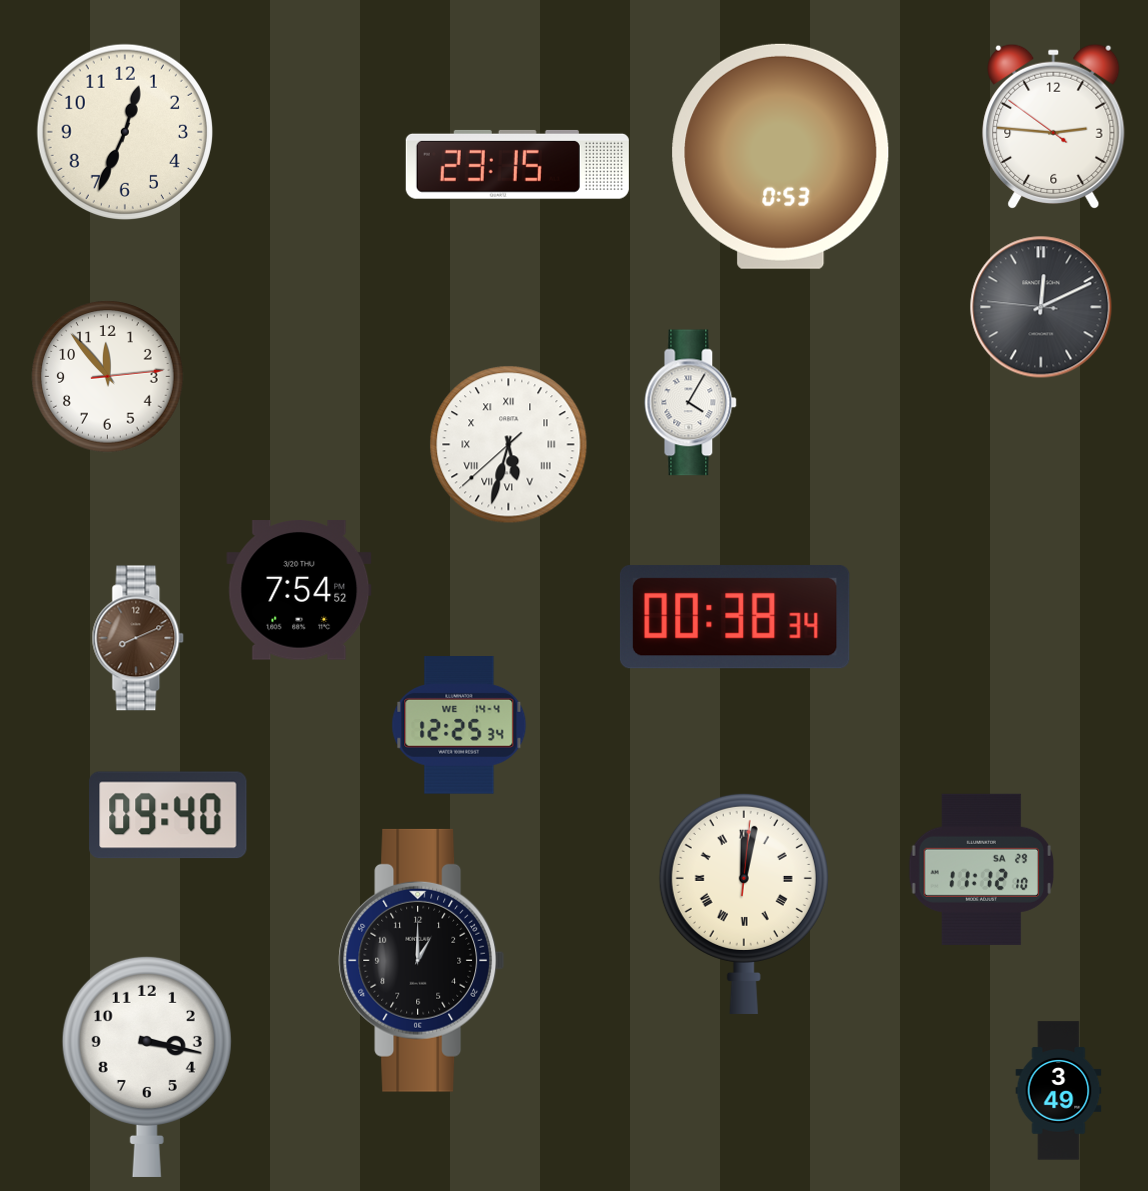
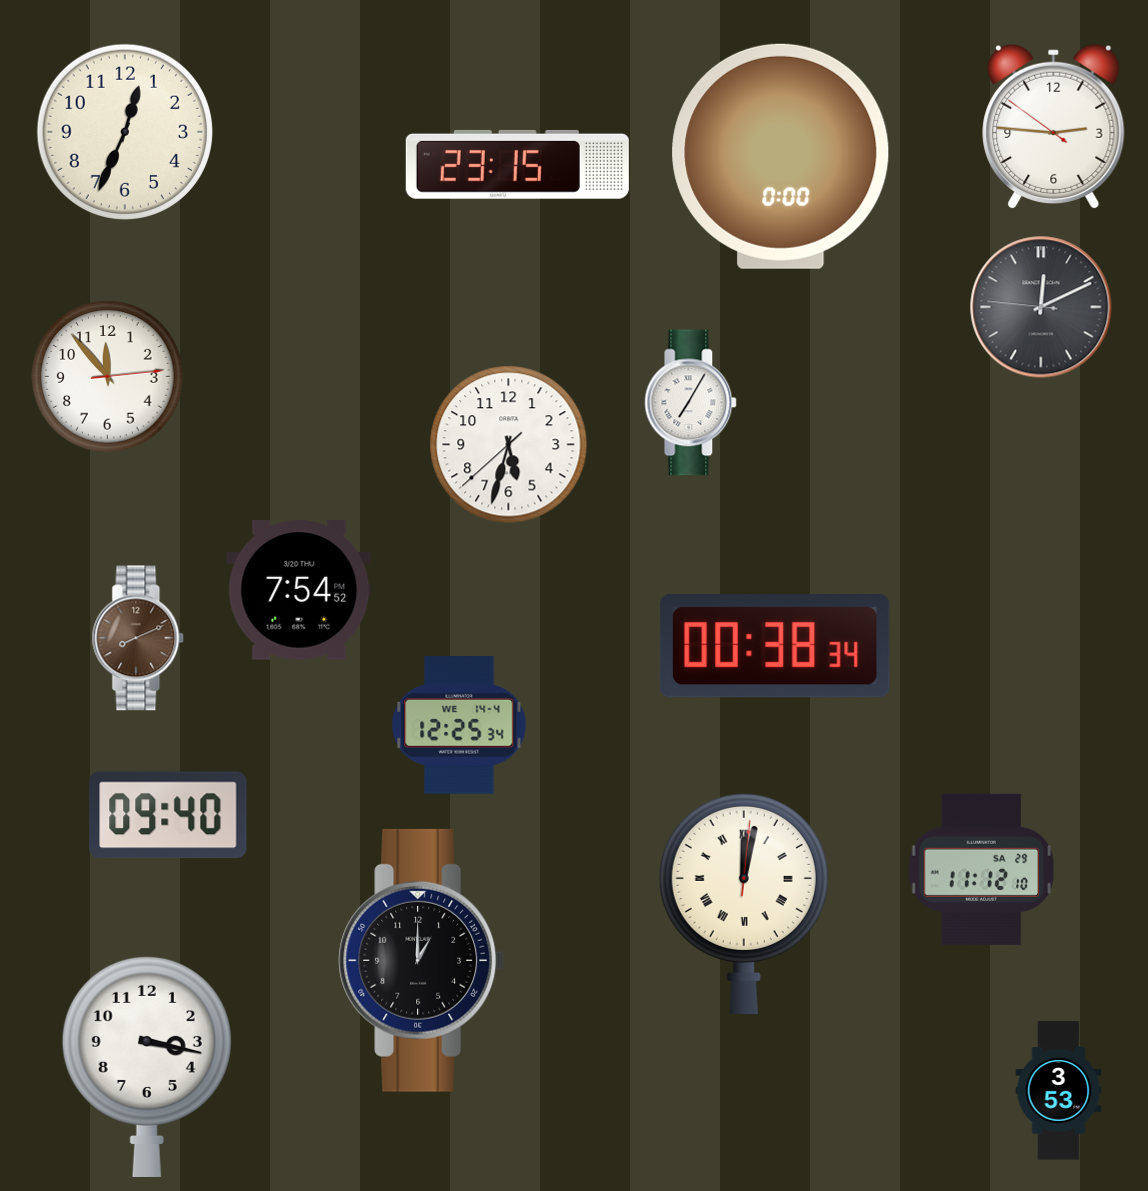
clock at (781, 156): 0:53 -> 0:00
clock at (691, 403): 4:05 -> 7:05
clock at (509, 445) numerals: Roman -> Arabic
clock at (735, 617) position: (735, 617) -> (775, 646)
clock at (1059, 1091): 3:49 -> 3:53
